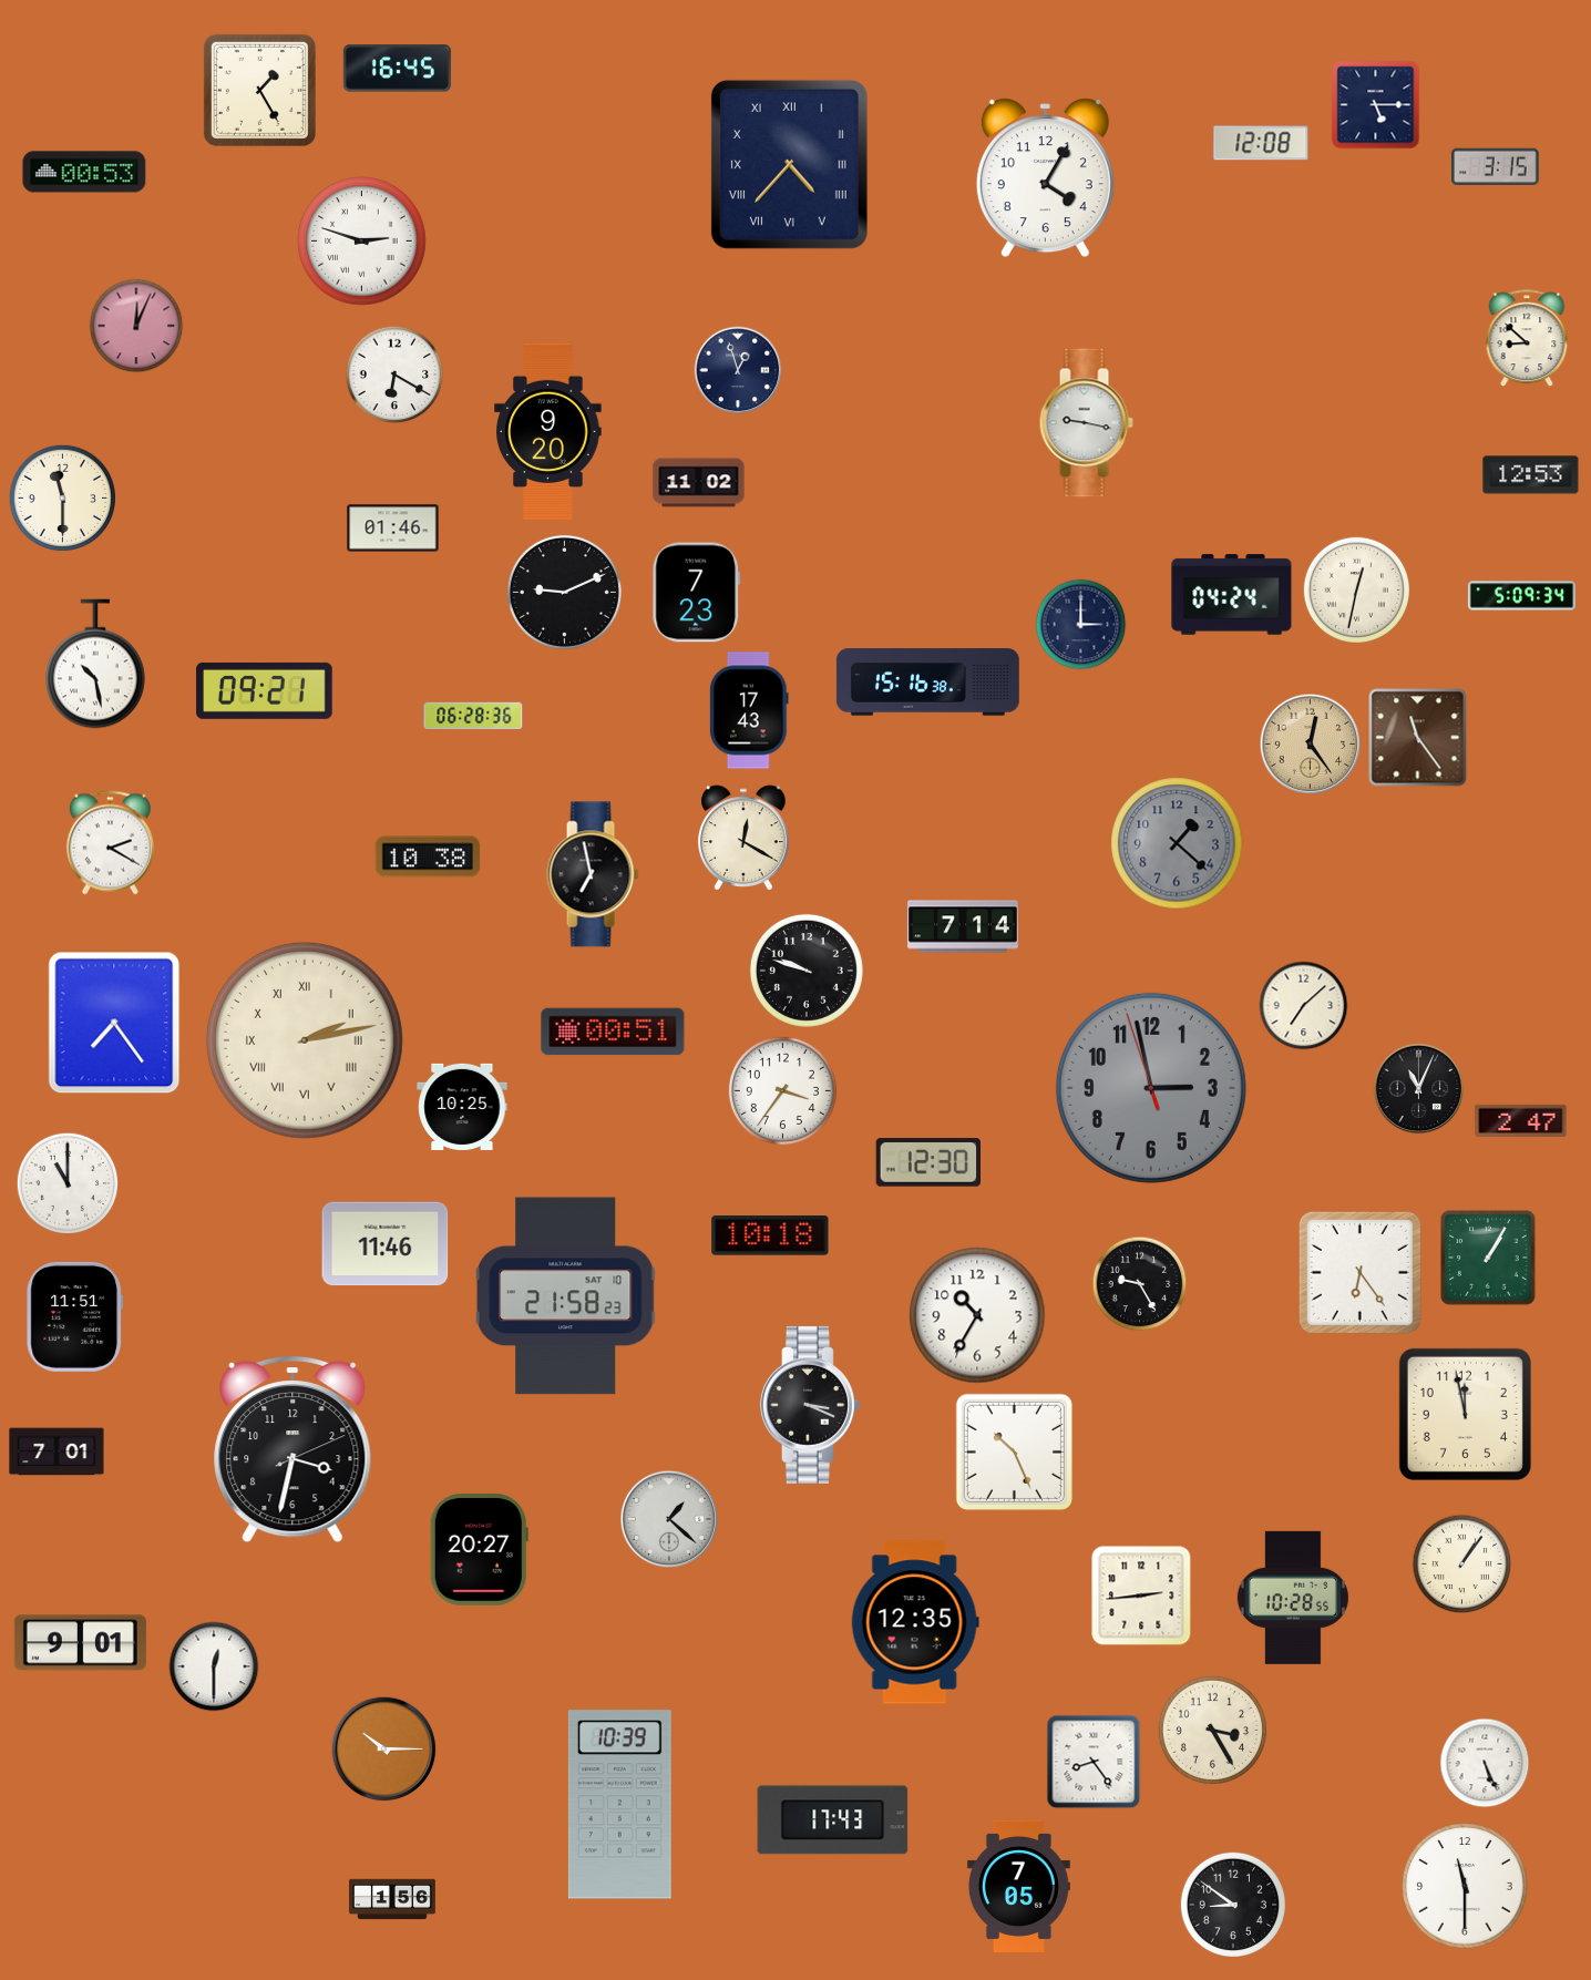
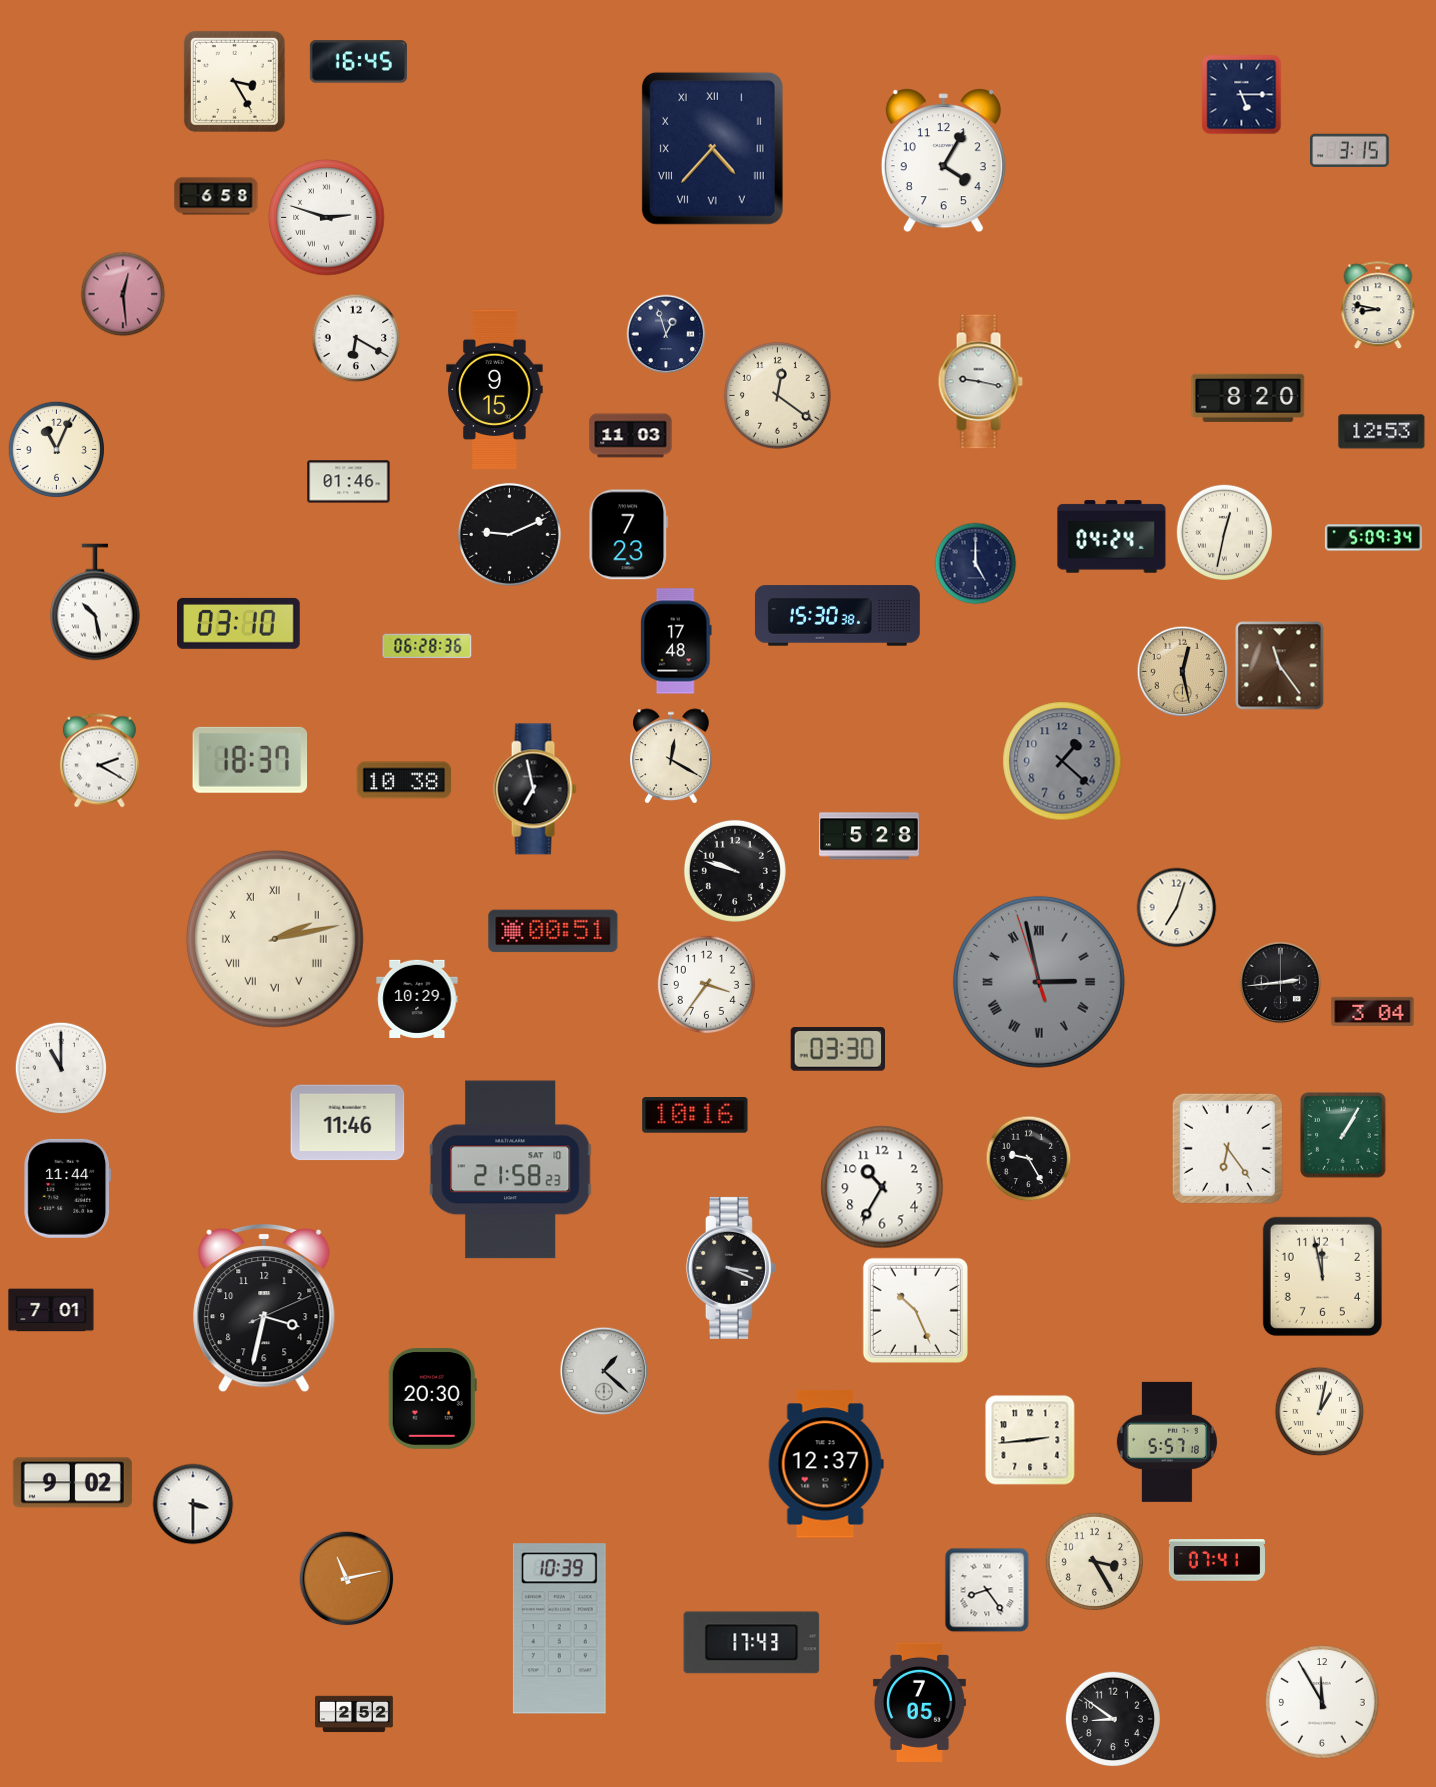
clock at (259, 90): 1:25 -> 3:25
clock at (1261, 143): 12:08 -> none
clock at (84, 172): 00:53 -> none
clock at (216, 196): none -> 6:58
clock at (136, 326): 12:04 -> 12:29
clock at (1527, 339): 8:52 -> 8:47
clock at (548, 432): 9:20 -> 9:15
clock at (777, 395): none -> 12:21
clock at (1248, 398): none -> 8:20
clock at (1531, 475) position: (1531, 475) -> (1382, 432)
clock at (699, 483): 11:02 -> 11:03
clock at (62, 497): 11:30 -> 11:04
clock at (393, 529) position: (393, 529) -> (349, 482)
clock at (1081, 625): 3:00 -> 5:00
clock at (95, 664) position: (95, 664) -> (95, 602)
clock at (927, 683): 15:16 -> 15:30
clock at (265, 690): 09:21 -> 03:10
clock at (749, 710): 17:43 -> 17:48
clock at (1311, 745): 12:24 -> 12:28
clock at (250, 760): none -> 18:37
clock at (428, 856) position: (428, 856) -> (404, 780)
clock at (964, 926): 7:14 -> 5:28
clock at (807, 971) position: (807, 971) -> (735, 871)
clock at (1304, 1006): 7:08 -> 7:03
clock at (114, 1023): 7:24 -> none
clock at (1151, 1088) numerals: Arabic -> Roman
clock at (1419, 1089): 11:04 -> 2:44
clock at (462, 1107): 10:25 -> 10:29
clock at (1521, 1120): 2:47 -> 3:04
clock at (927, 1162): 12:30 -> 03:30
clock at (770, 1237): 10:18 -> 10:16
clock at (75, 1316): 11:51 -> 11:44
clock at (479, 1550): 20:27 -> 20:30
clock at (1462, 1564): 1:06 -> 1:02
clock at (1293, 1598): 10:28 -> 5:57
clock at (915, 1622): 12:35 -> 12:37
clock at (80, 1643): 9:01 -> 9:02
clock at (214, 1666): 12:30 -> 3:30
clock at (1217, 1560): none -> 07:41
clock at (384, 1750): 10:15 -> 11:13
clock at (1485, 1763): 5:26 -> none
clock at (1465, 1886): 11:30 -> 11:55
clock at (392, 1899): 1:56 -> 2:52
